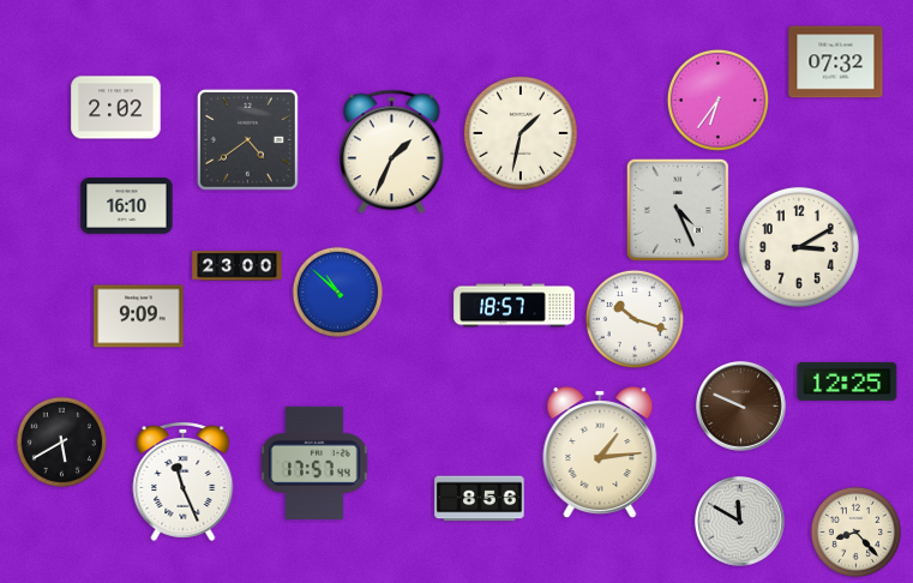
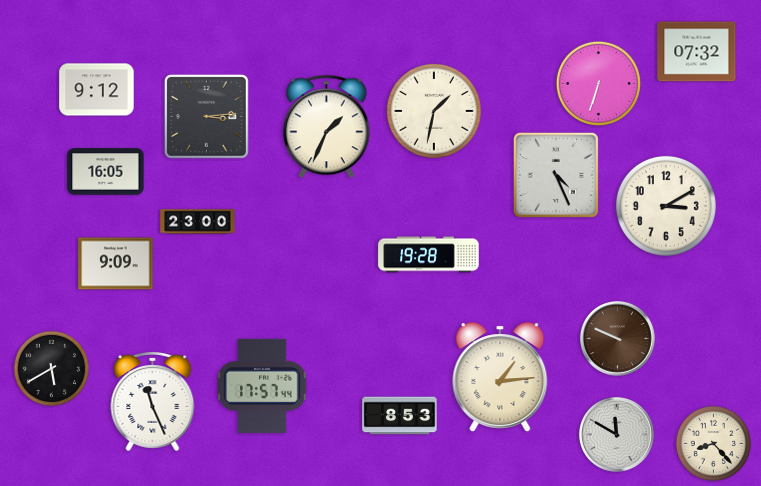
clock at (717, 100): 6:36 -> 6:33
clock at (116, 108): 2:02 -> 9:12
clock at (247, 139): 4:39 -> 3:14
clock at (127, 206): 16:10 -> 16:05
clock at (678, 210) position: (678, 210) -> (556, 175)
clock at (337, 291): 10:52 -> none
clock at (515, 306): 18:57 -> 19:28
clock at (635, 319): 10:18 -> none
clock at (847, 381): 12:25 -> none
clock at (480, 499): 8:56 -> 8:53
